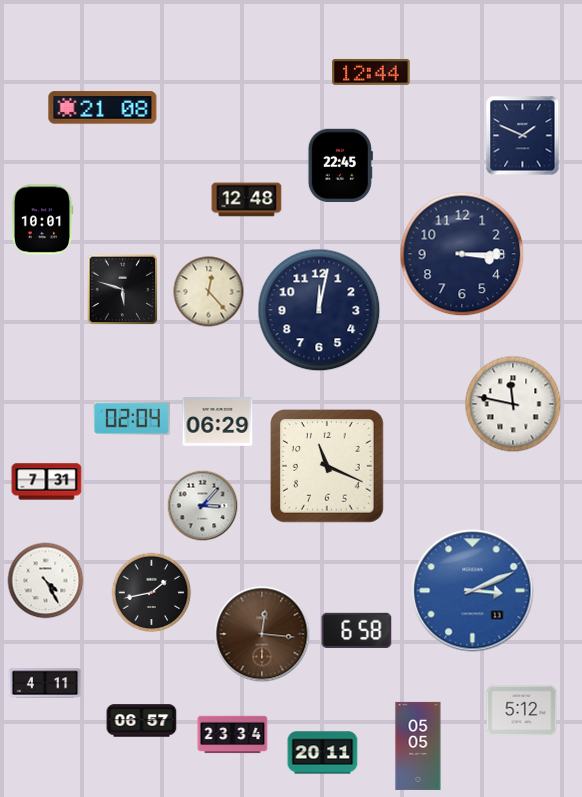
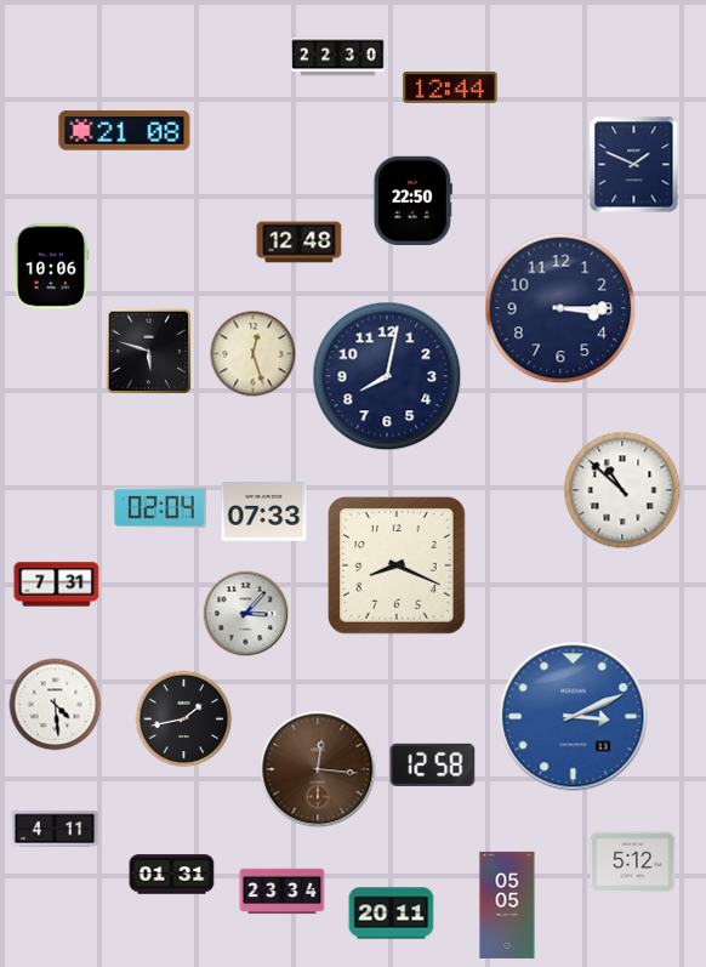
clock at (338, 57): none -> 22:30
clock at (340, 165): 22:45 -> 22:50
clock at (42, 220): 10:01 -> 10:06
clock at (209, 292): 12:23 -> 12:27
clock at (319, 310): 12:02 -> 8:02
clock at (513, 404): 11:47 -> 10:52
clock at (218, 422): 06:29 -> 07:33
clock at (328, 467): 11:19 -> 8:19
clock at (46, 581): 4:25 -> 4:29
clock at (357, 630): 6:58 -> 12:58
clock at (142, 721): 06:57 -> 01:31
